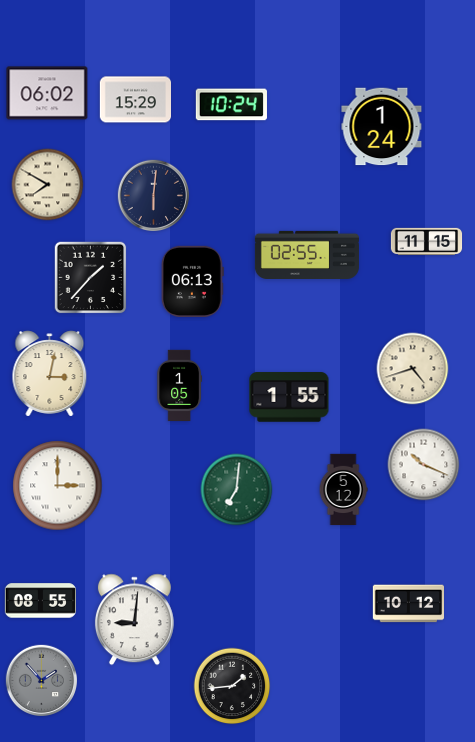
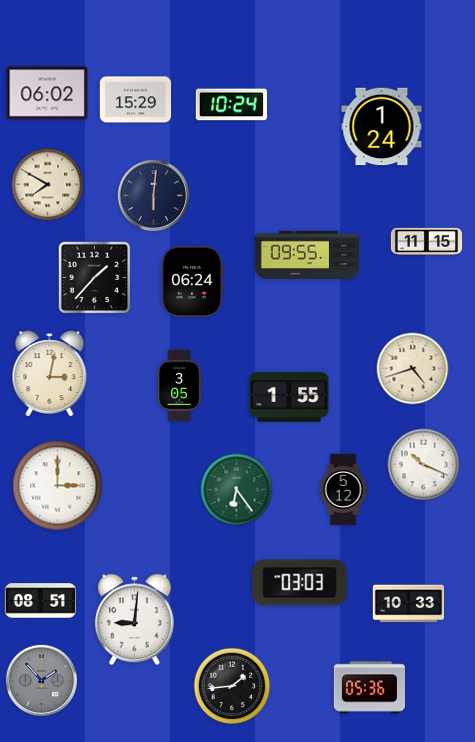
clock at (307, 254): 02:55 -> 09:55
clock at (91, 278) position: (91, 278) -> (95, 278)
clock at (192, 281): 06:13 -> 06:24
clock at (179, 386): 1:05 -> 3:05
clock at (237, 490): 7:01 -> 6:24
clock at (300, 583): none -> 03:03
clock at (40, 601): 08:55 -> 08:51
clock at (408, 604): 10:12 -> 10:33
clock at (369, 688): none -> 05:36
